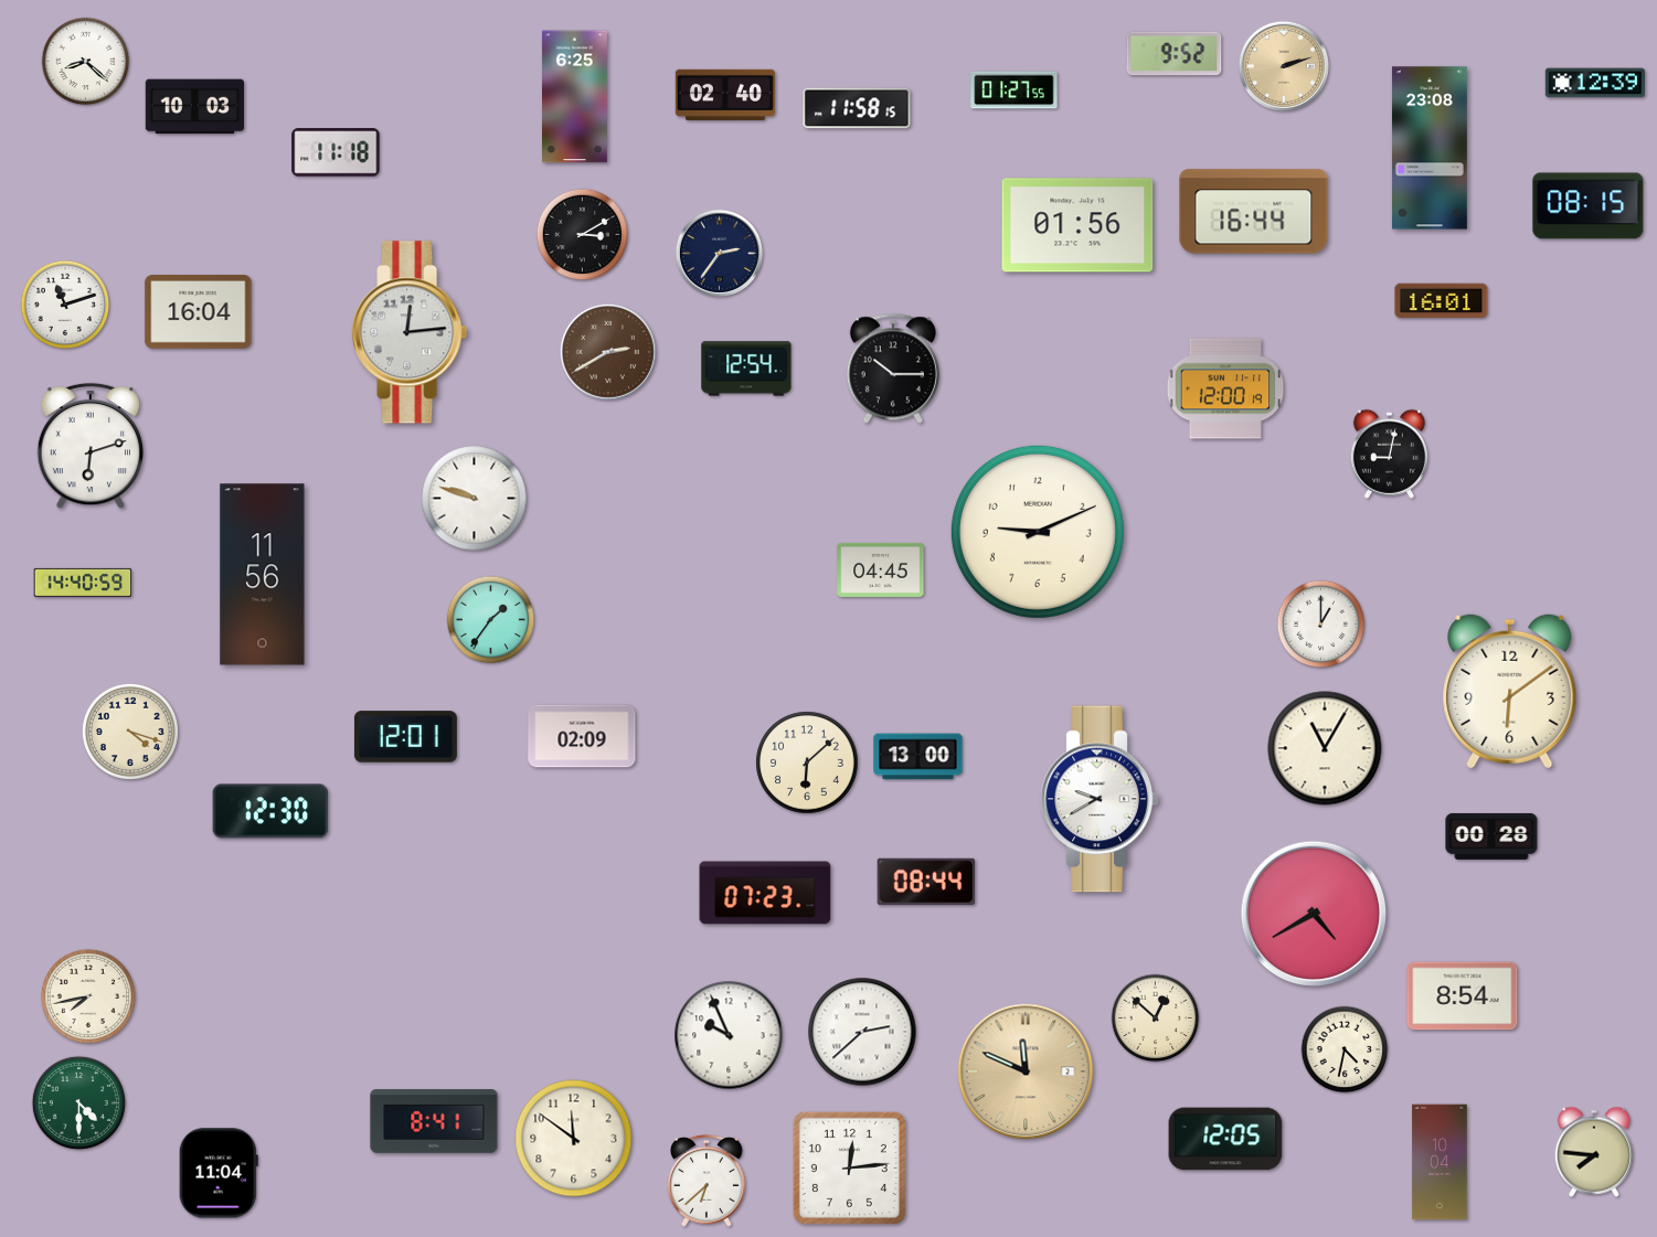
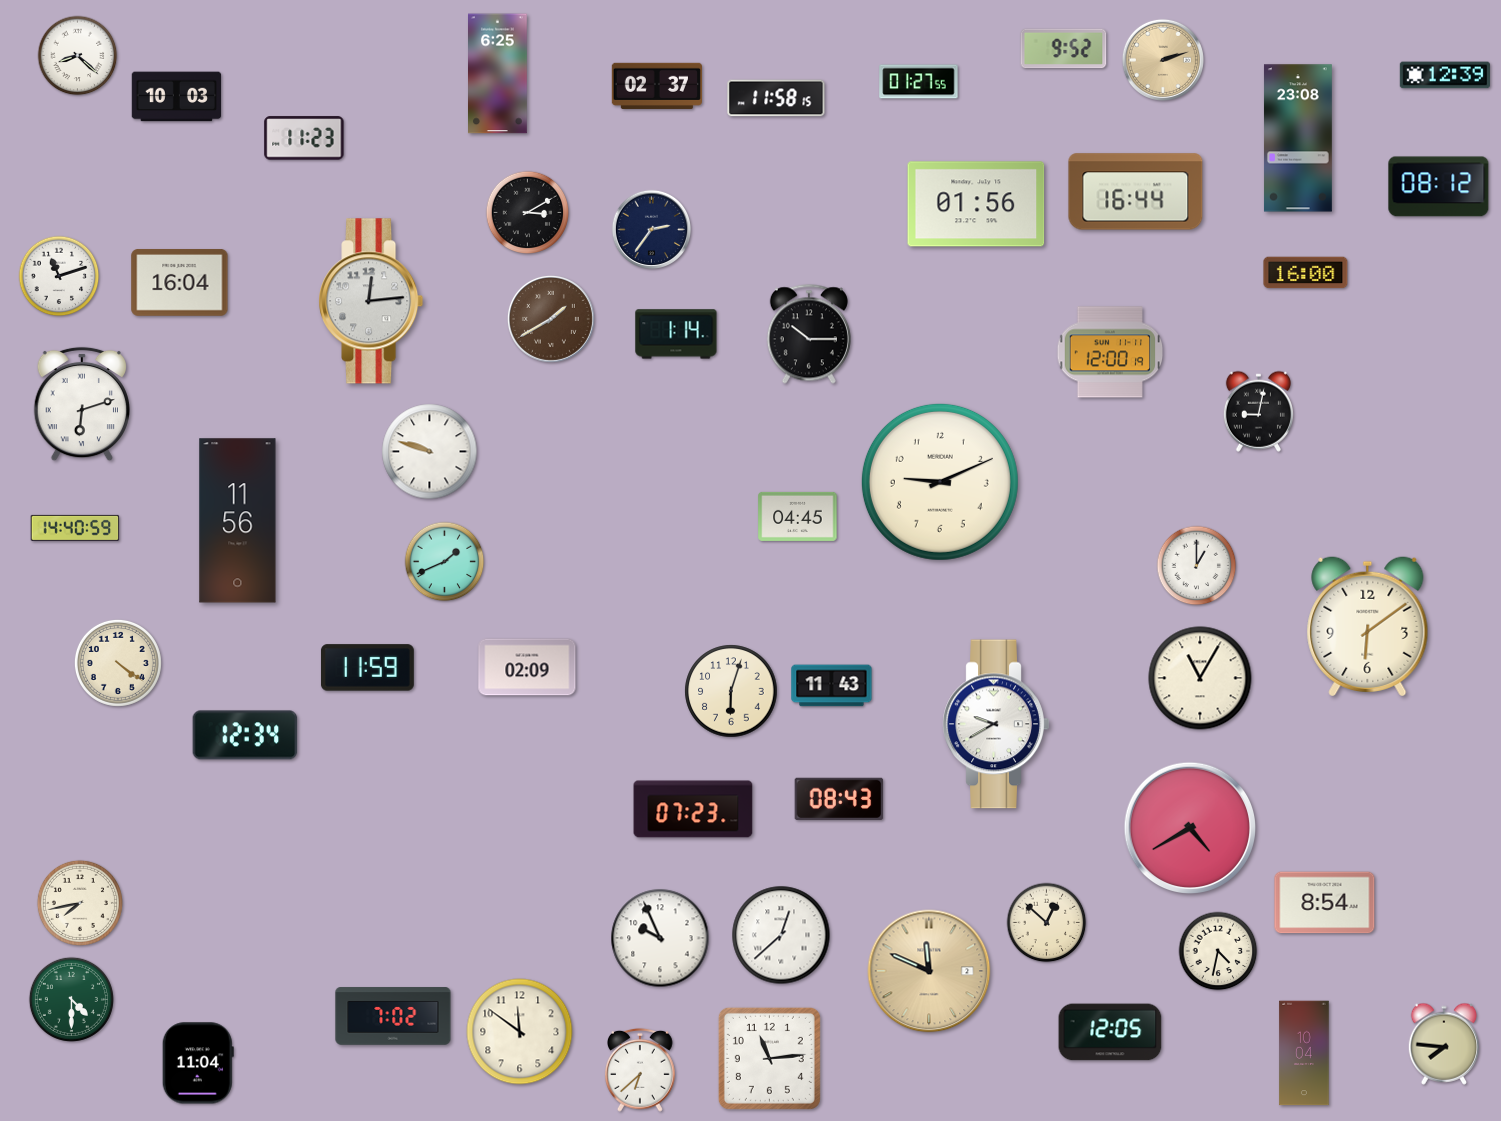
clock at (725, 95): 02:40 -> 02:37
clock at (575, 97) position: (575, 97) -> (498, 74)
clock at (1430, 148) position: (1430, 148) -> (1298, 138)
clock at (336, 152): 11:18 -> 11:23
clock at (1589, 206): 08:15 -> 08:12
clock at (1442, 301): 16:01 -> 16:00
clock at (608, 352): 2:40 -> 1:40
clock at (746, 369): 12:54 -> 1:14
clock at (491, 620): 1:36 -> 1:41
clock at (130, 732): 4:18 -> 4:21
clock at (406, 737): 12:01 -> 11:59
clock at (918, 757): 13:00 -> 11:43
clock at (807, 763): 6:08 -> 6:03
clock at (270, 811): 12:30 -> 12:34
clock at (1491, 836): 00:28 -> none
clock at (926, 882): 08:44 -> 08:43
clock at (862, 1032): 2:38 -> 12:38
clock at (434, 1121): 8:41 -> 7:02
clock at (849, 1167): 12:14 -> 11:14
